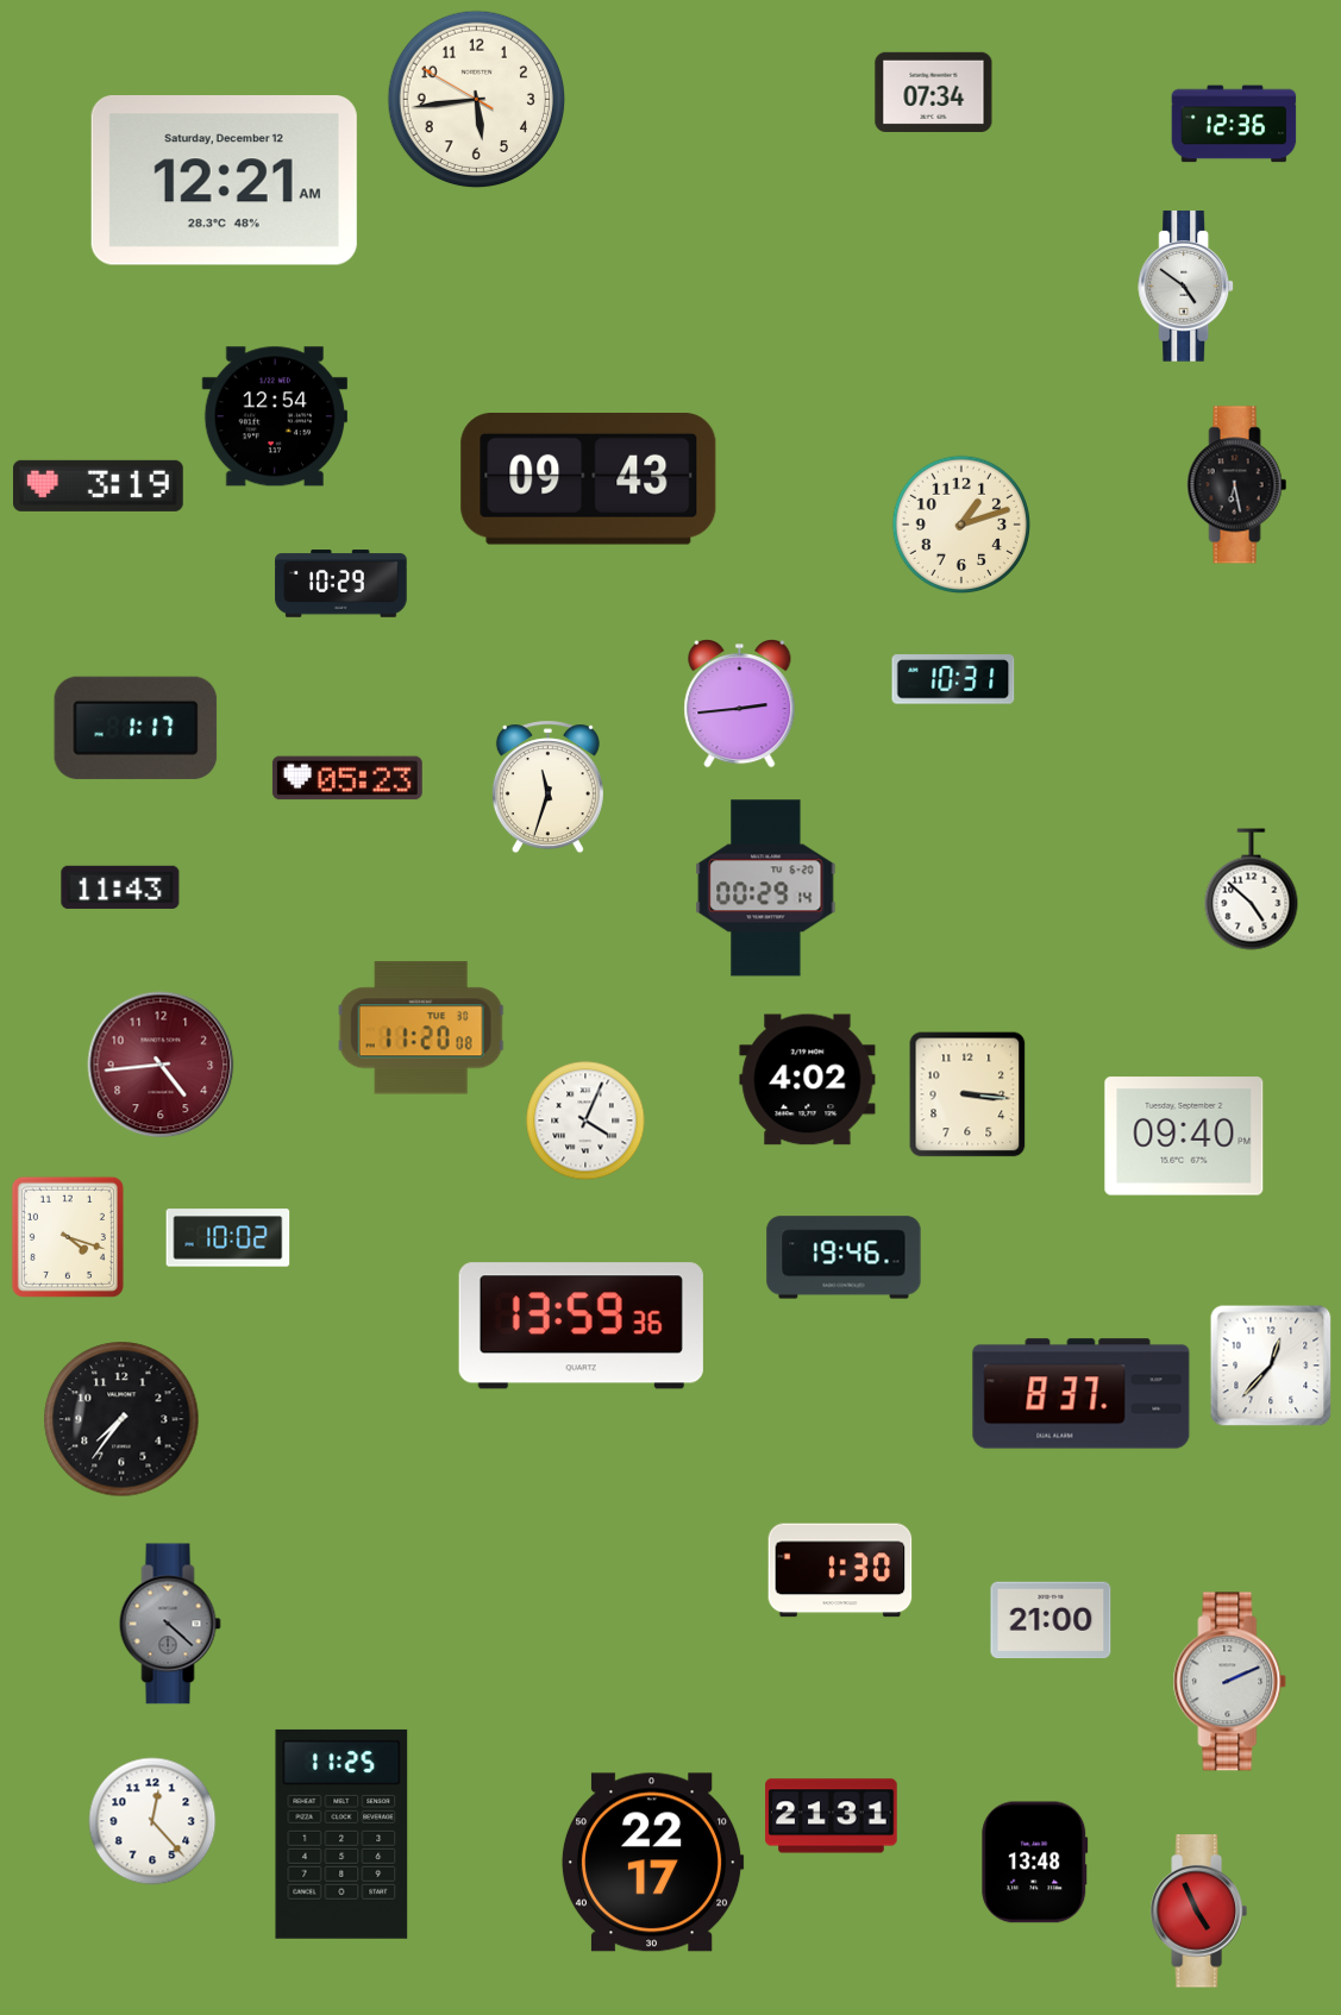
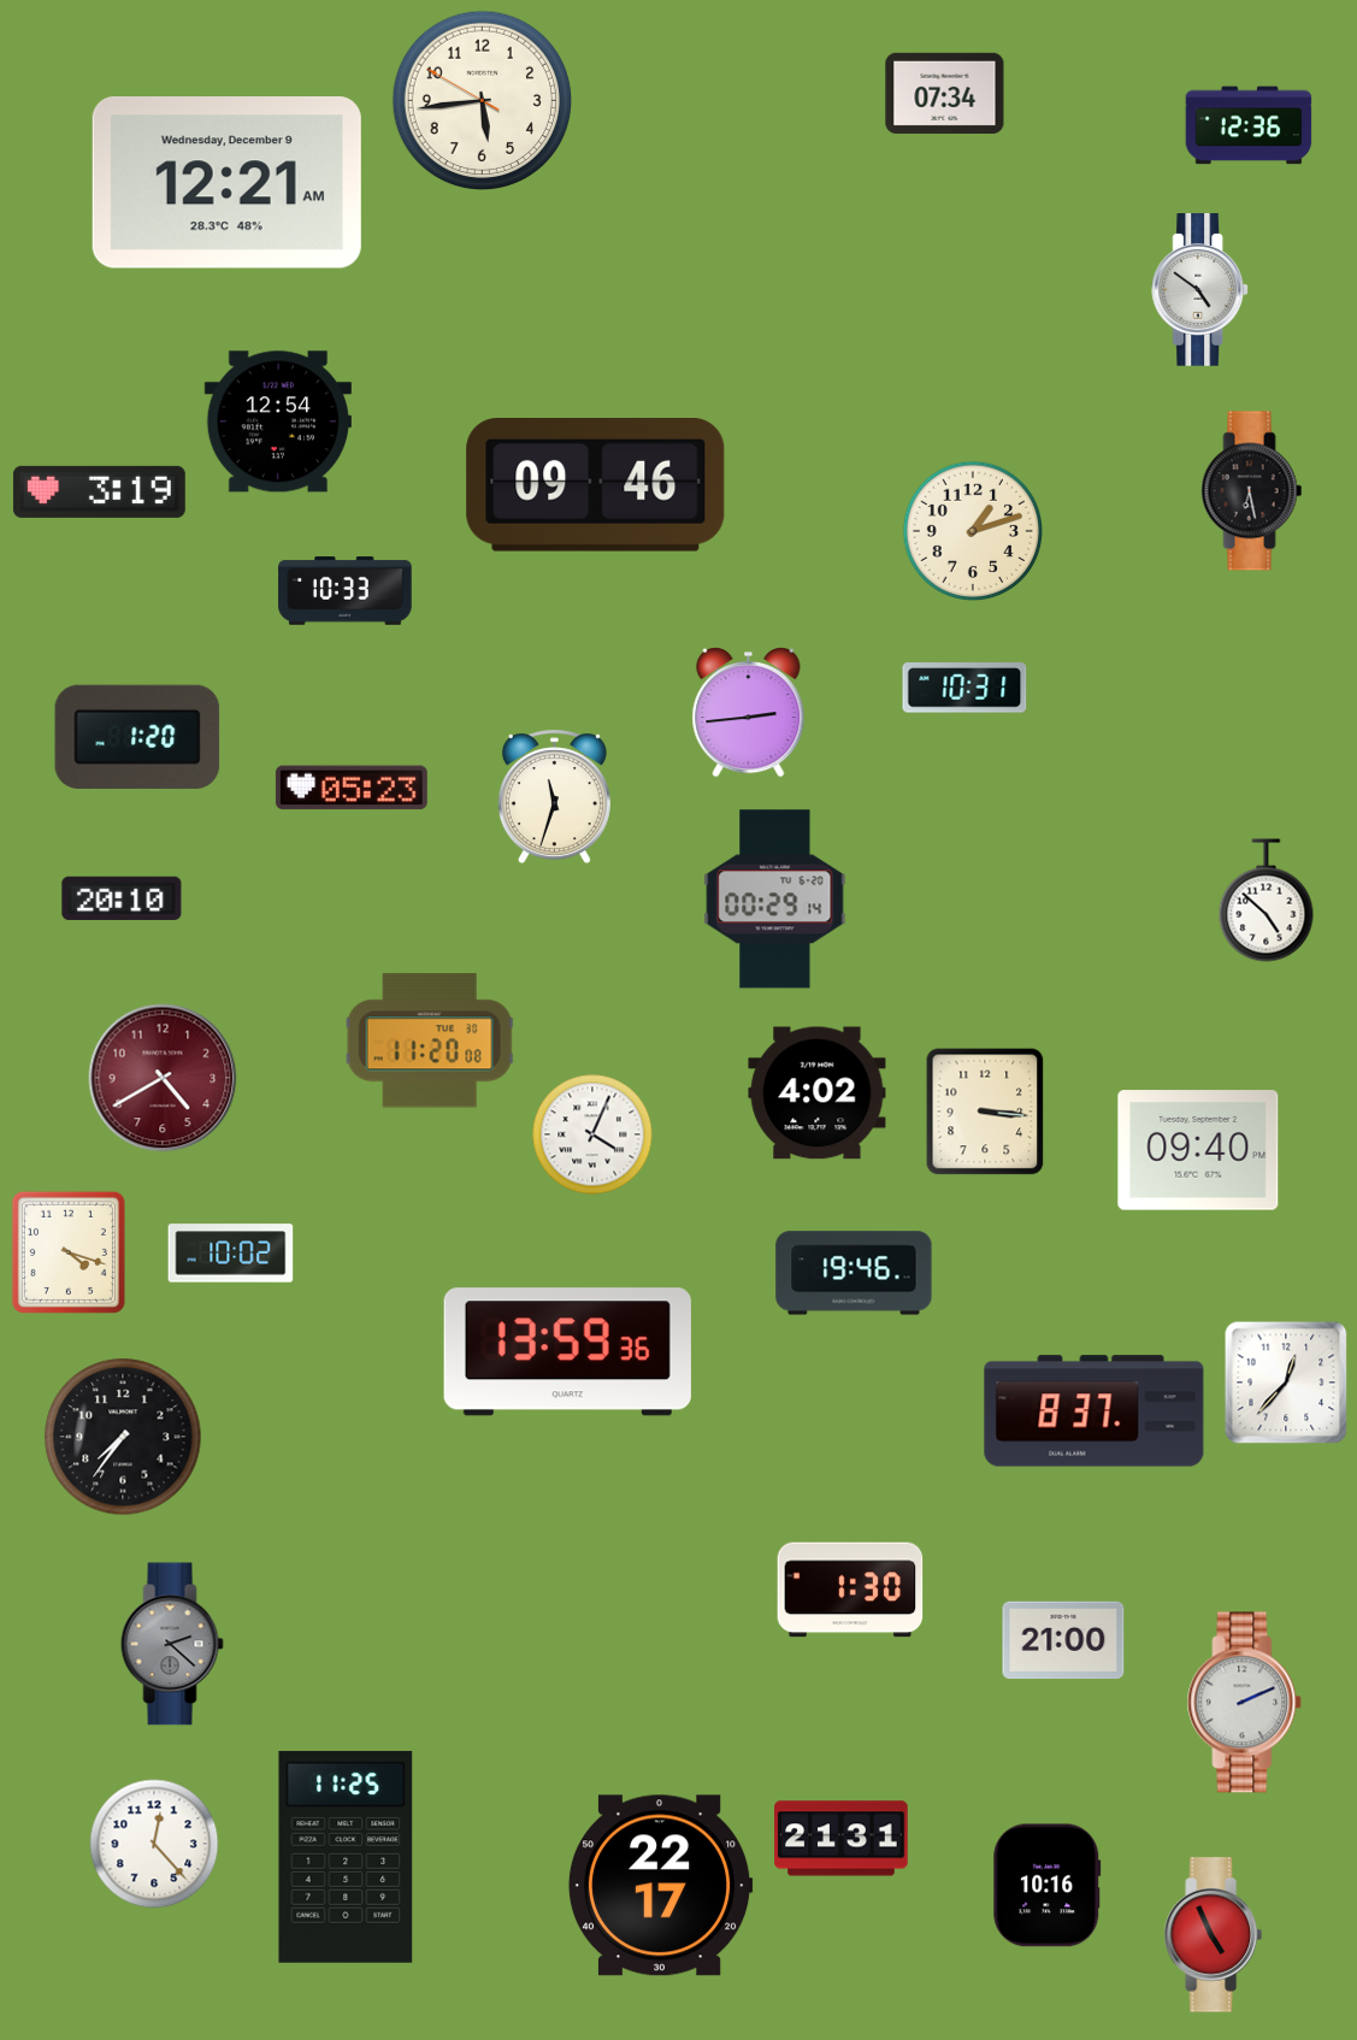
clock at (224, 181) date: Saturday, December 12 -> Wednesday, December 9
clock at (589, 479): 09:43 -> 09:46
clock at (341, 584): 10:29 -> 10:33
clock at (136, 728): 1:17 -> 1:20
clock at (120, 887): 11:43 -> 20:10
clock at (421, 1028) position: (421, 1028) -> (430, 1040)
clock at (161, 1065): 4:44 -> 4:40
clock at (967, 1094) position: (967, 1094) -> (985, 1112)
clock at (581, 1326) position: (581, 1326) -> (567, 1352)
clock at (170, 1624): 4:22 -> 2:22
clock at (1035, 1863): 13:48 -> 10:16
